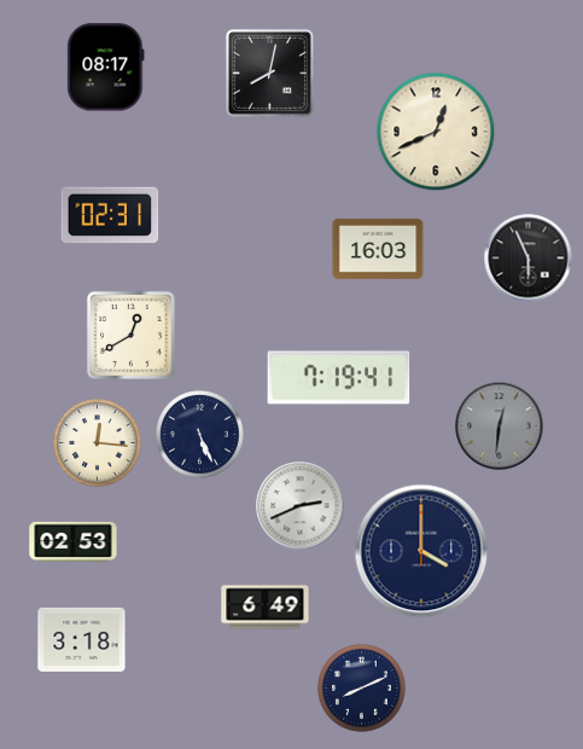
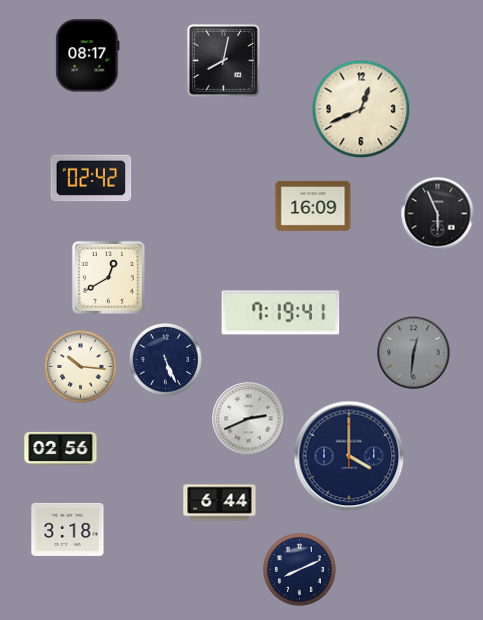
clock at (110, 215): 02:31 -> 02:42
clock at (378, 249): 16:03 -> 16:09
clock at (98, 443): 12:16 -> 10:16
clock at (74, 541): 02:53 -> 02:56
clock at (266, 608): 6:49 -> 6:44
